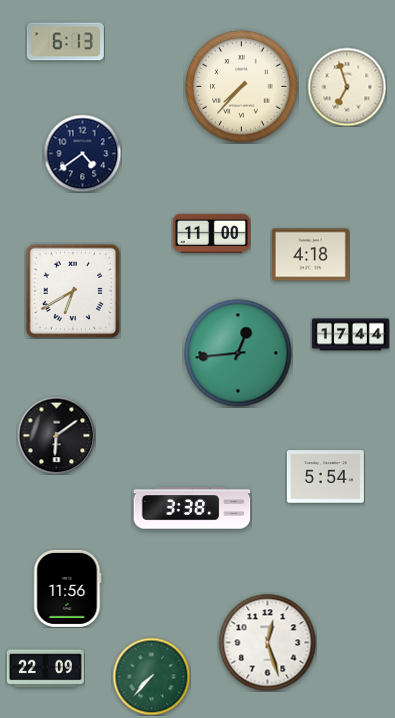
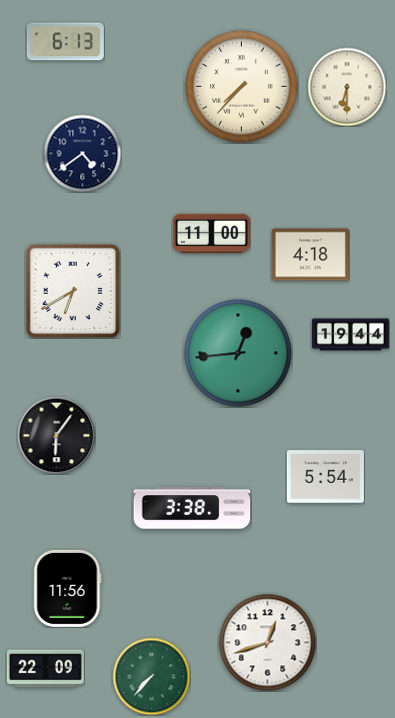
clock at (347, 87): 6:57 -> 6:30
clock at (350, 335): 17:44 -> 19:44
clock at (56, 435): 6:09 -> 6:06
clock at (267, 642): 12:27 -> 12:42
